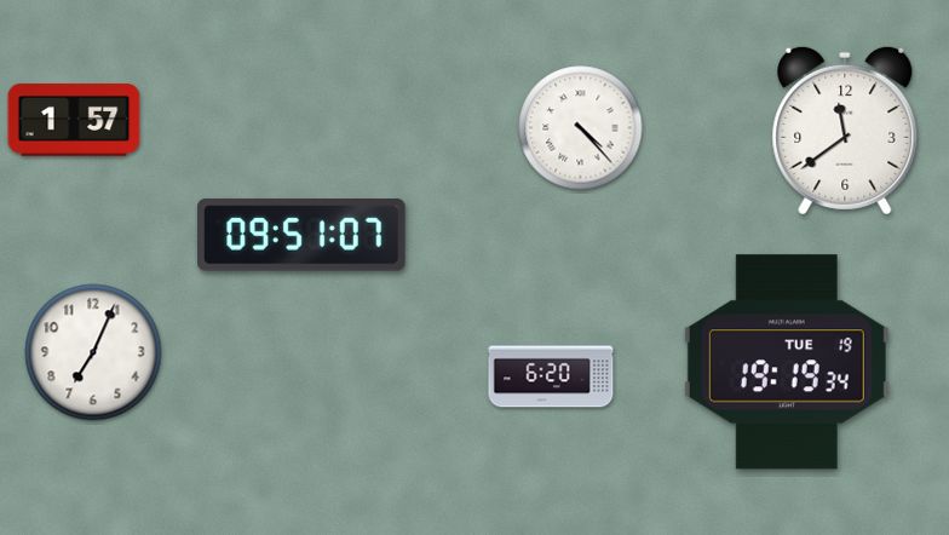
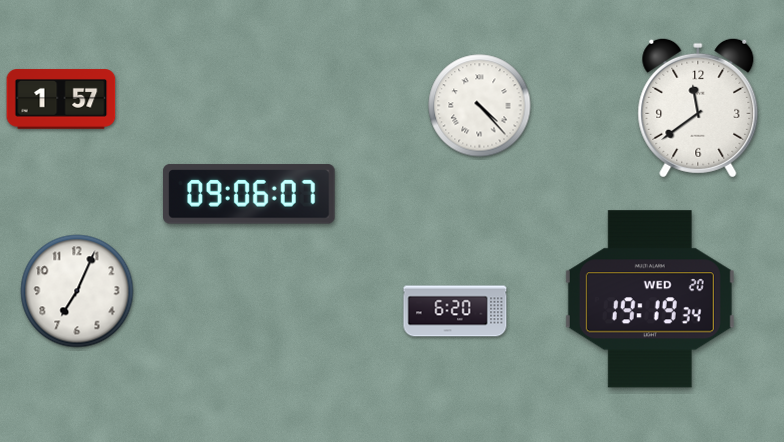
clock at (301, 235): 09:51 -> 09:06
clock at (787, 362) date: TUE 19 -> WED 20
